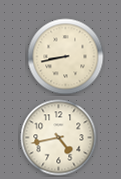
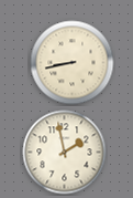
clock at (59, 138): 4:43 -> 1:58
